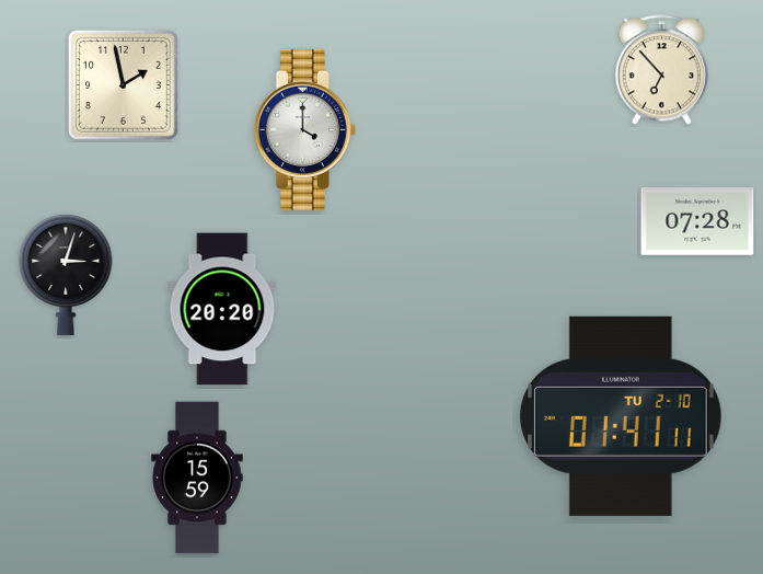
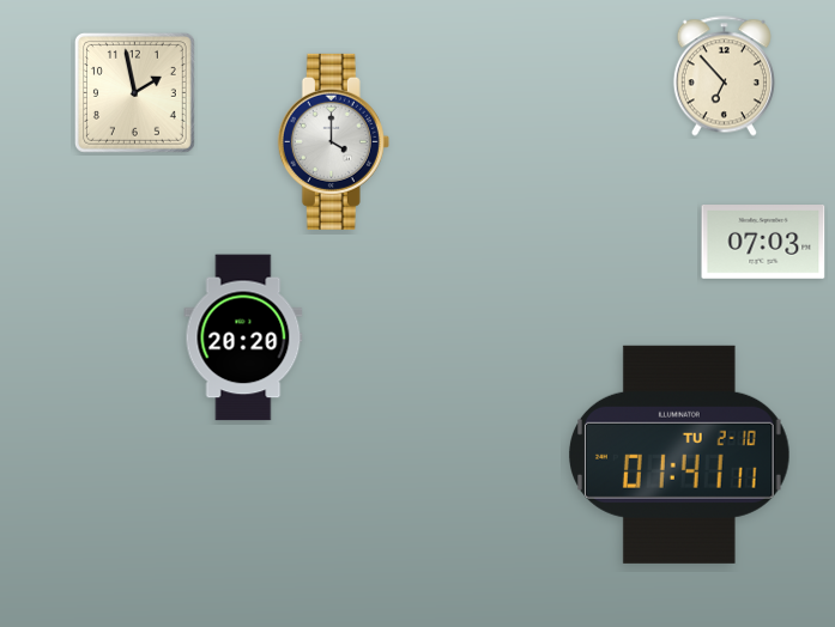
clock at (697, 222): 07:28 -> 07:03
clock at (66, 274): 3:03 -> none
clock at (197, 478): 15:59 -> none
